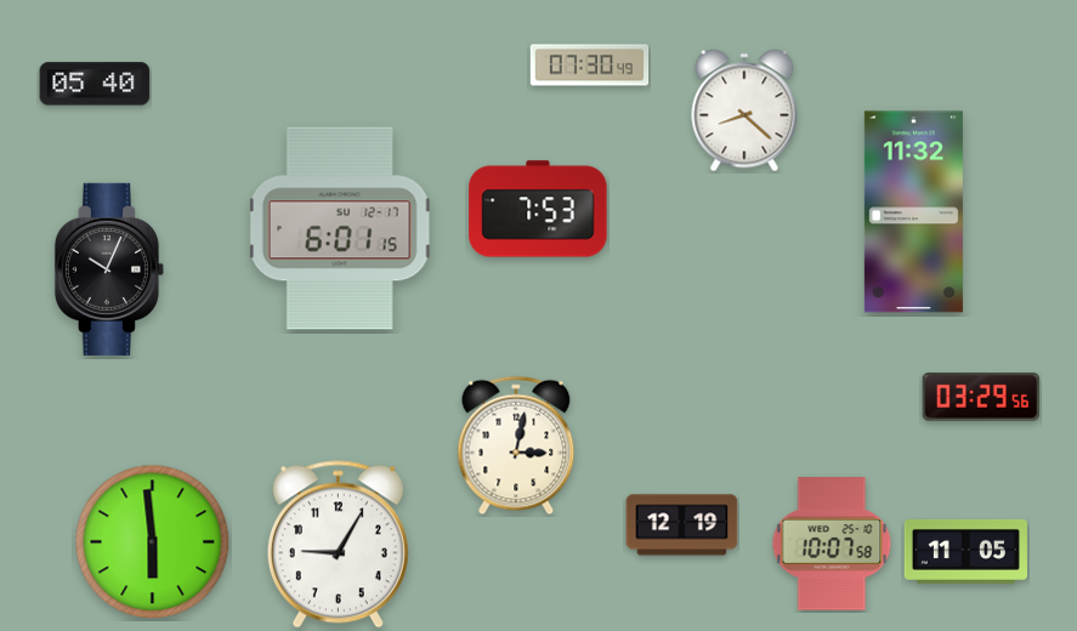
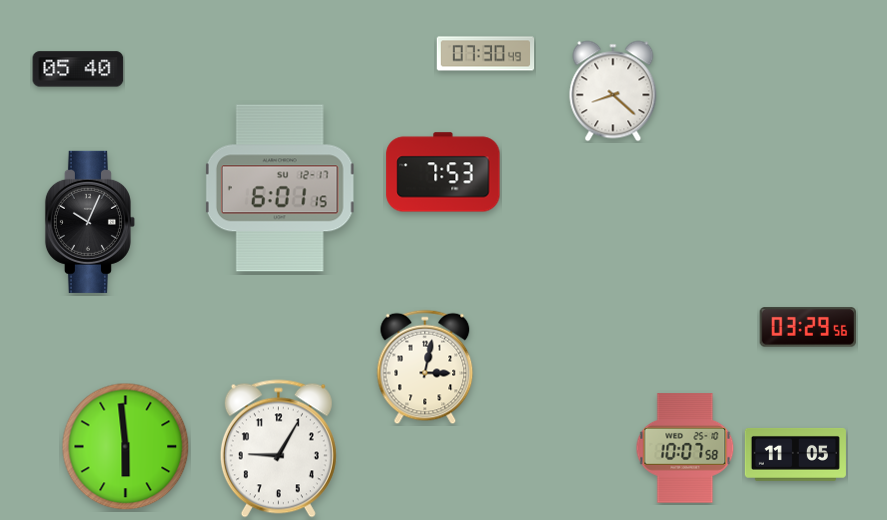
clock at (913, 212): 11:32 -> none
clock at (682, 525): 12:19 -> none
